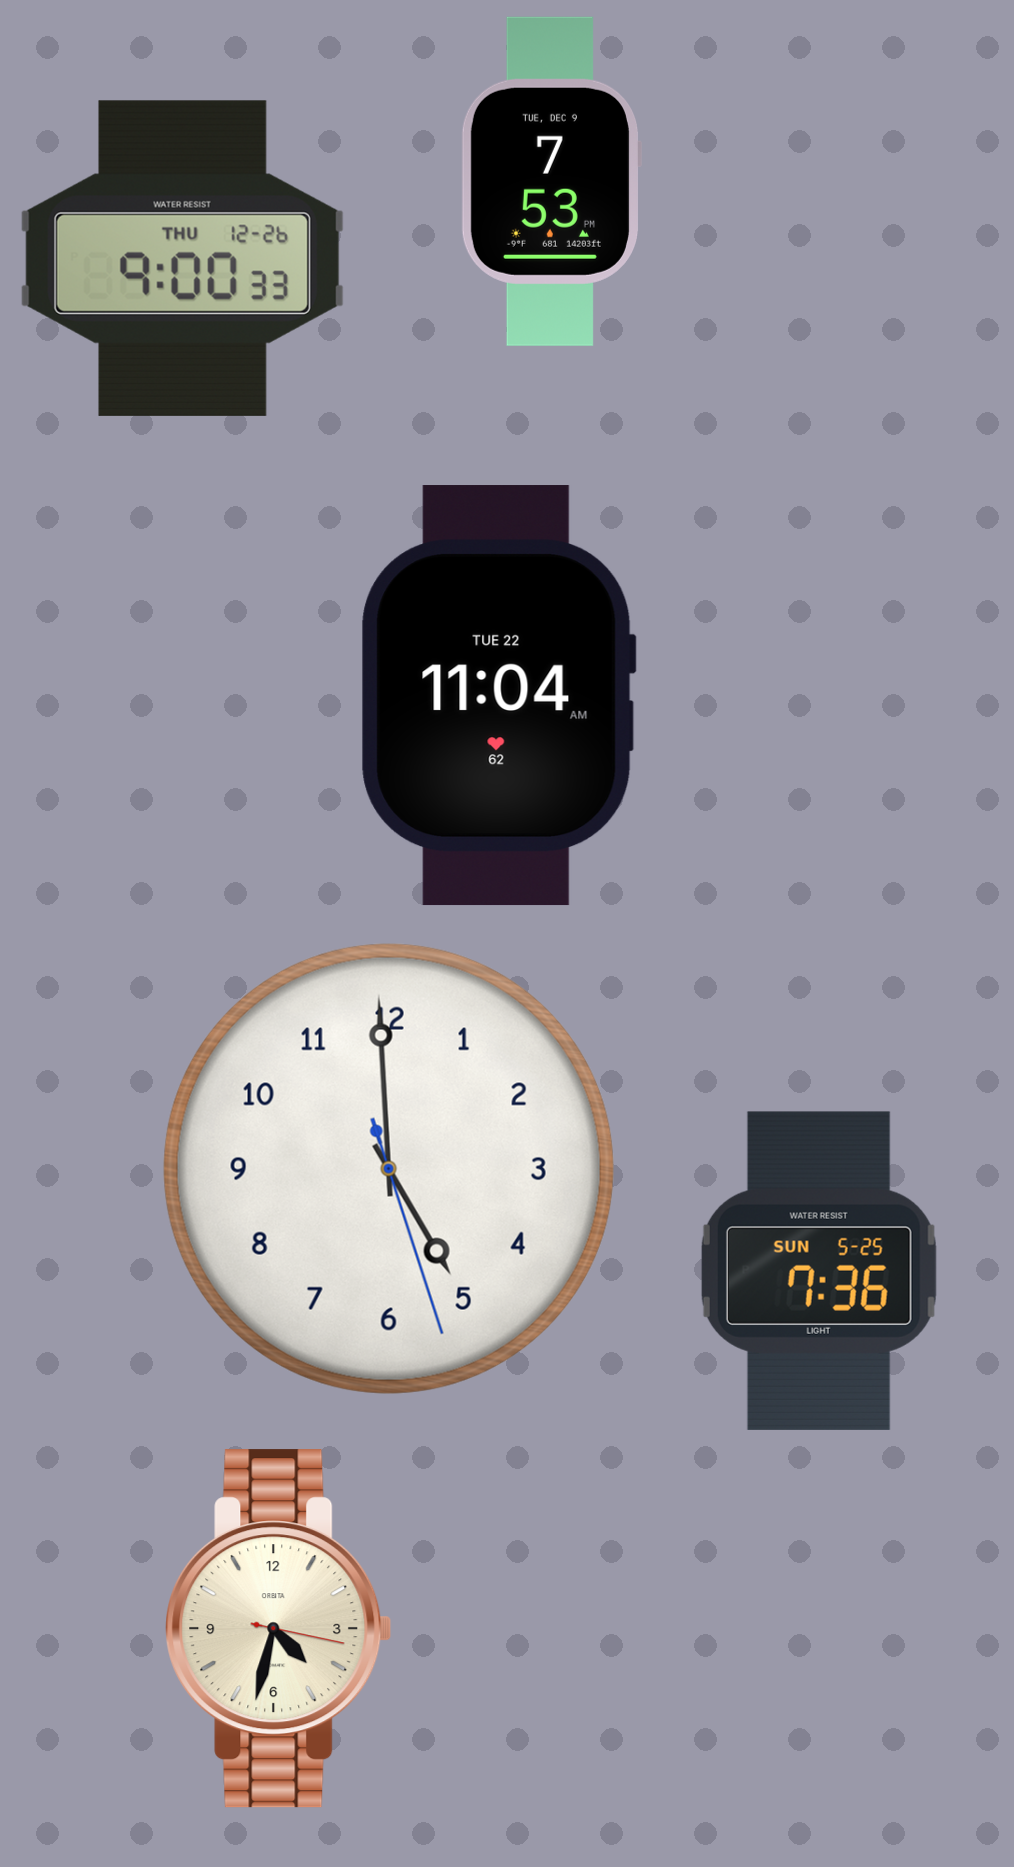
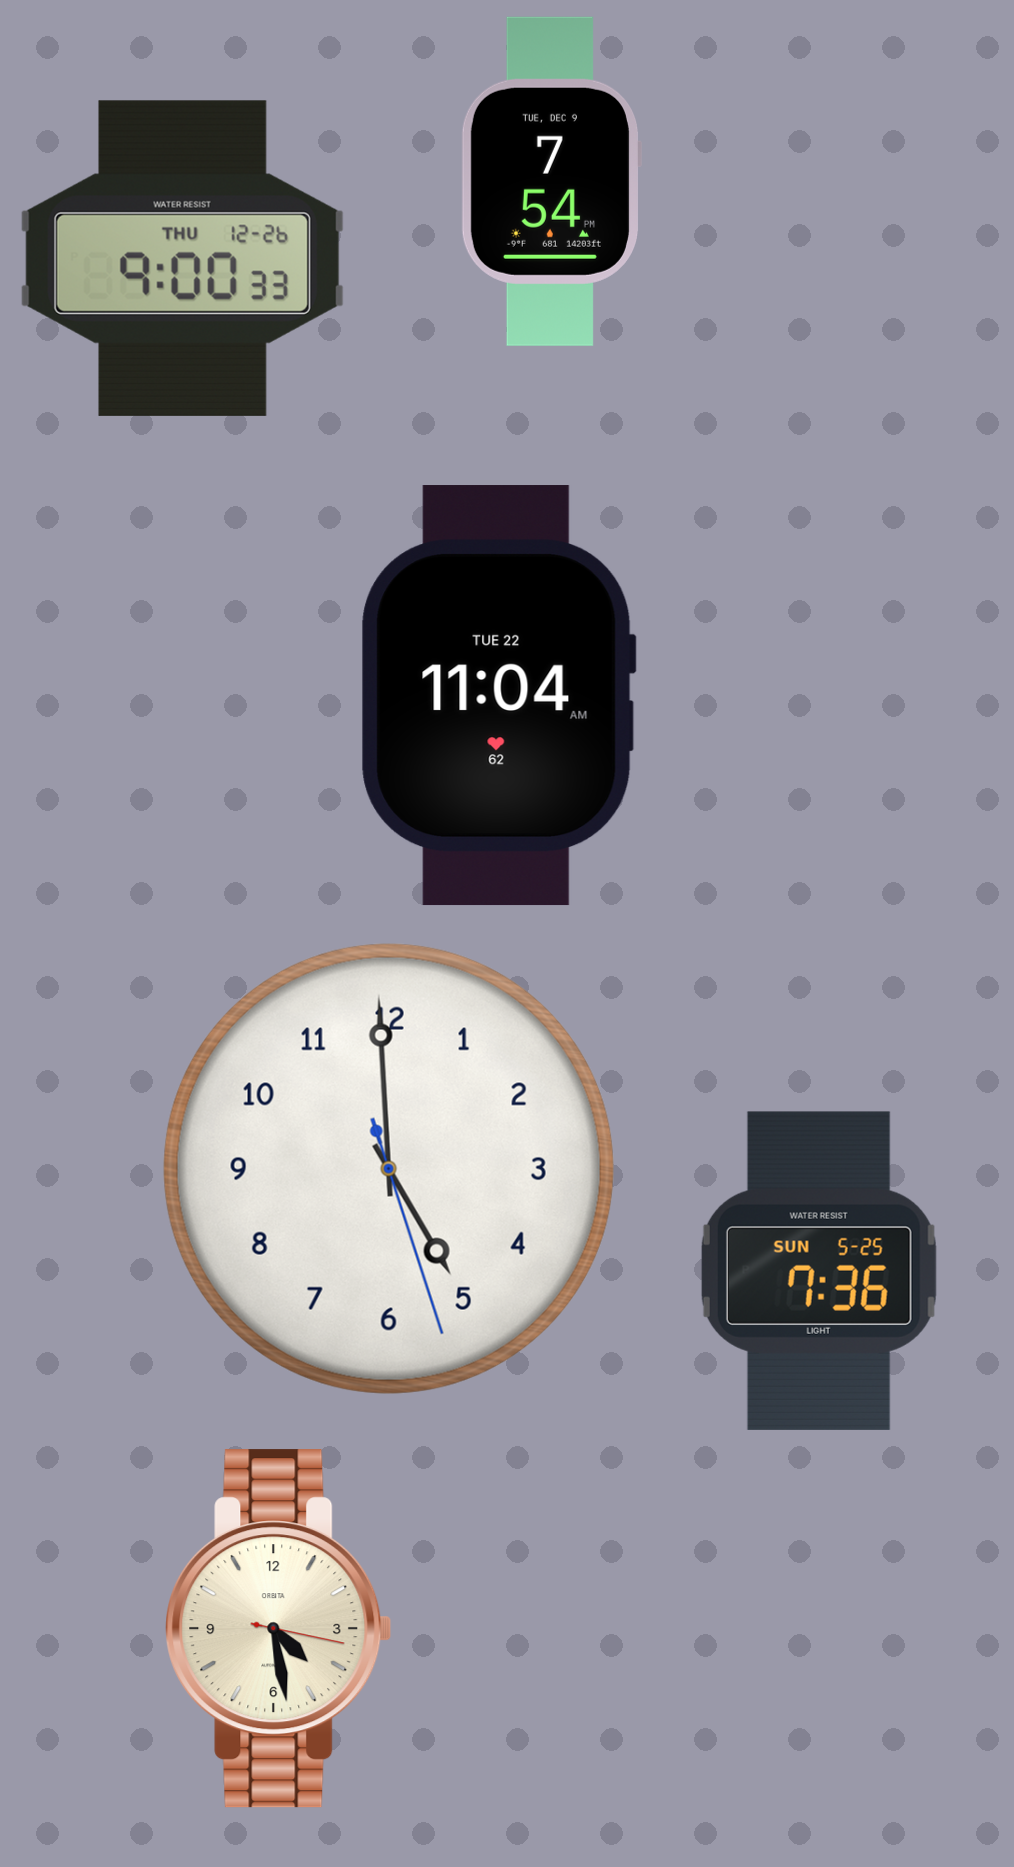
clock at (551, 181): 7:53 -> 7:54
clock at (279, 1629): 4:32 -> 4:28
